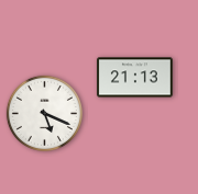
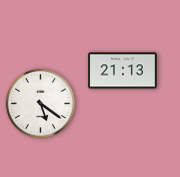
clock at (44, 113): 5:19 -> 5:21
